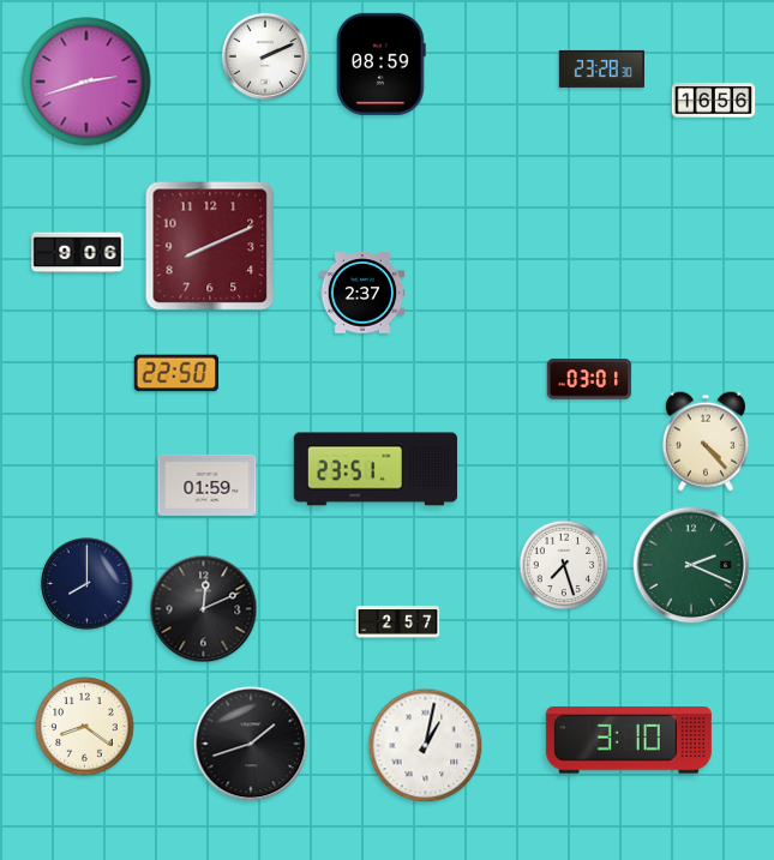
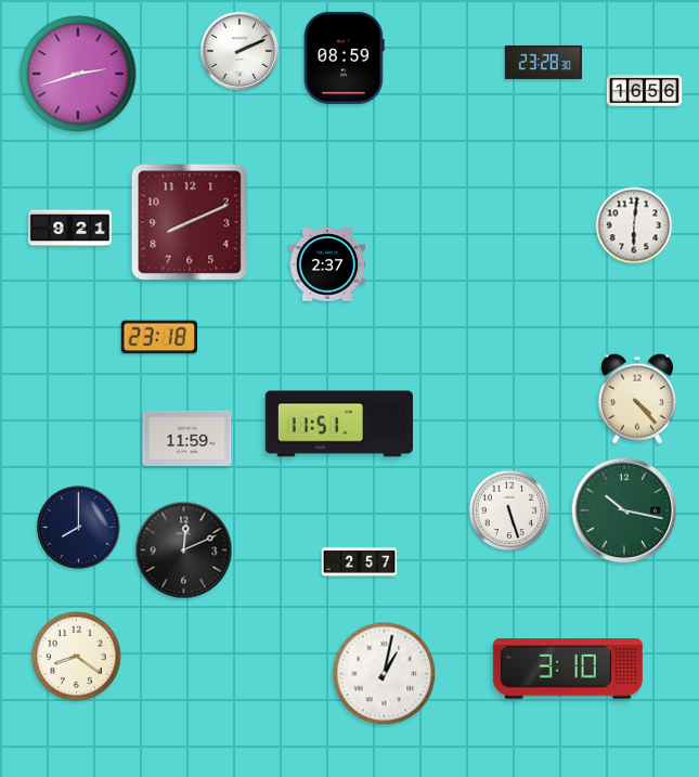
clock at (634, 225): none -> 6:01
clock at (78, 253): 9:06 -> 9:21
clock at (176, 373): 22:50 -> 23:18
clock at (589, 379): 03:01 -> none
clock at (374, 469): 23:51 -> 11:51
clock at (208, 485): 01:59 -> 11:59
clock at (564, 565): 7:27 -> 5:27
clock at (691, 565): 2:19 -> 10:17
clock at (251, 744): 1:42 -> none
